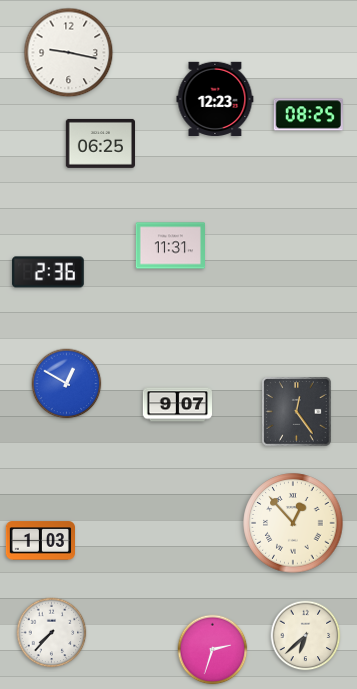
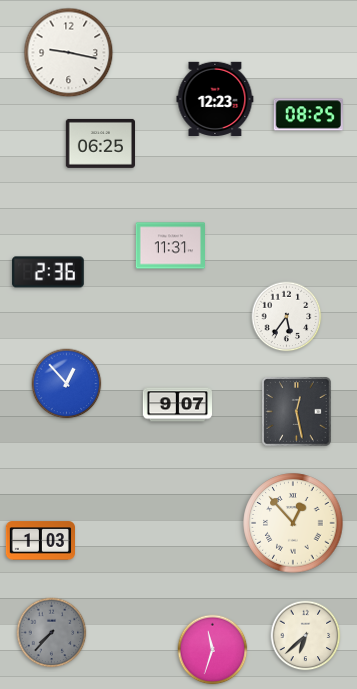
clock at (287, 317): none -> 5:36
clock at (67, 384): 12:50 -> 12:53
clock at (297, 412): 12:24 -> 12:28
clock at (52, 633) dial: white -> grey
clock at (213, 650): 2:33 -> 11:33
